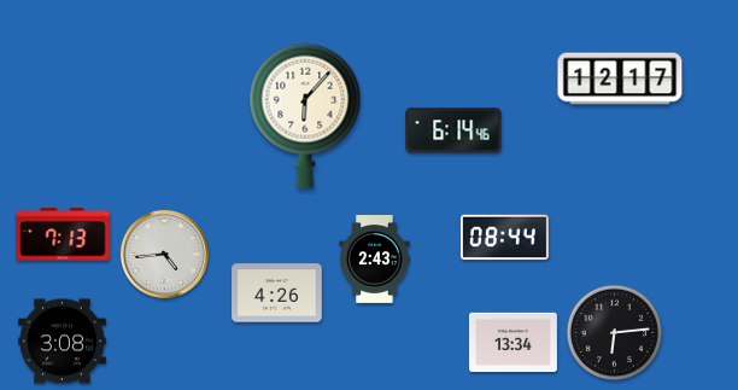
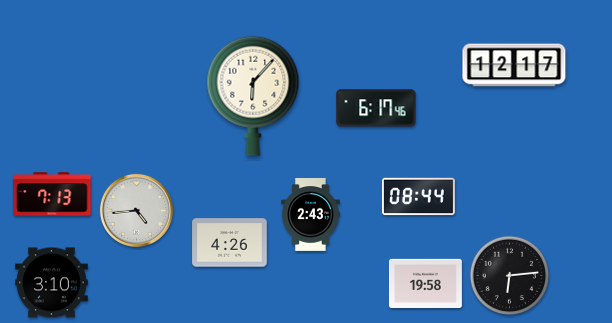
clock at (453, 130): 6:14 -> 6:17
clock at (61, 342): 3:08 -> 3:10
clock at (512, 342): 13:34 -> 19:58
